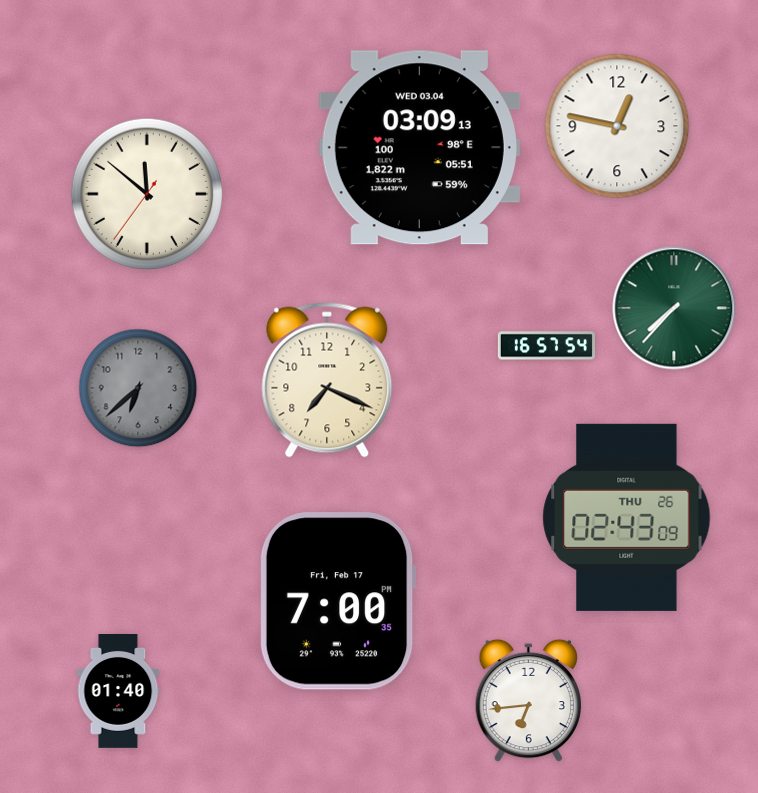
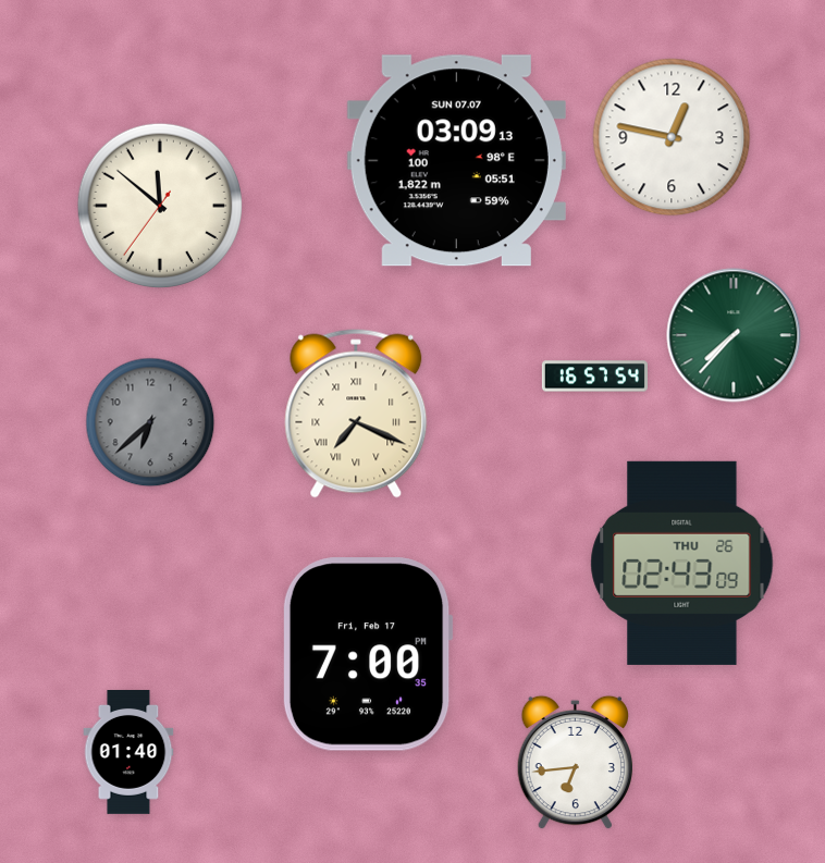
clock at (419, 148) date: WED 03.04 -> SUN 07.07
clock at (146, 193) position: (146, 193) -> (159, 205)
clock at (327, 380) numerals: Arabic -> Roman
